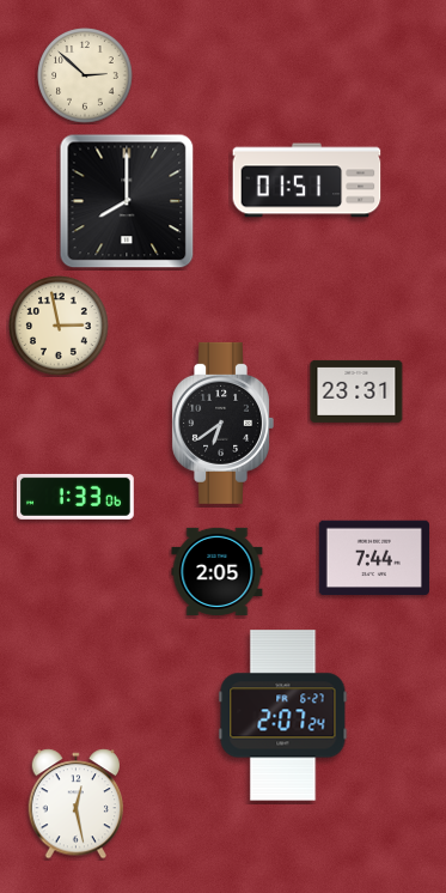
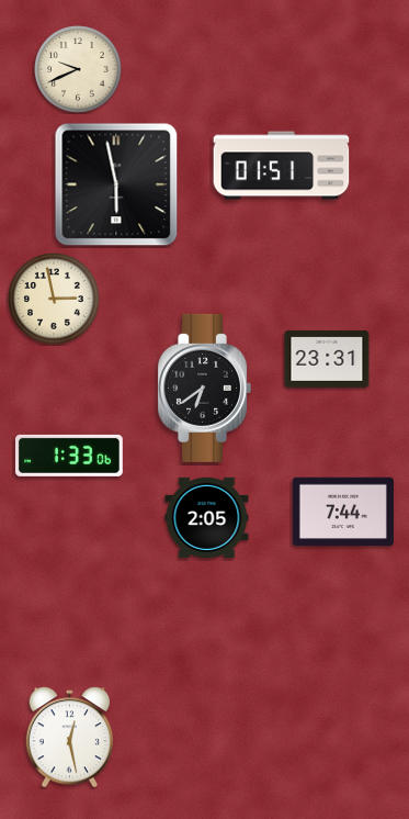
clock at (85, 75): 2:52 -> 9:41
clock at (127, 201): 8:00 -> 5:58
clock at (218, 571) position: (218, 571) -> (207, 517)
clock at (283, 716): 2:07 -> none
